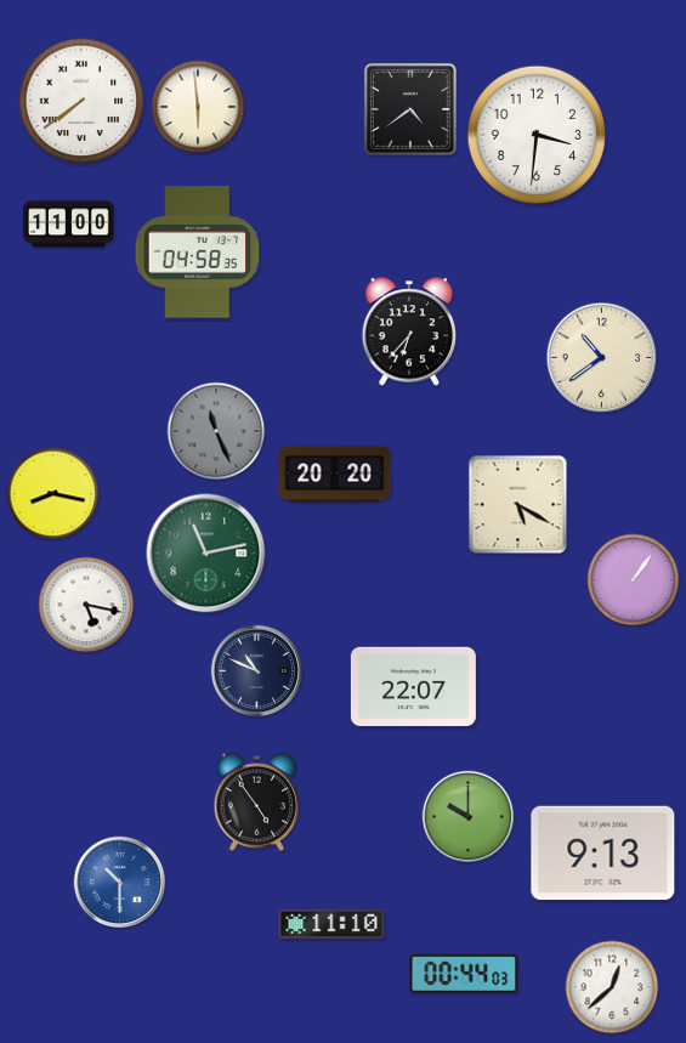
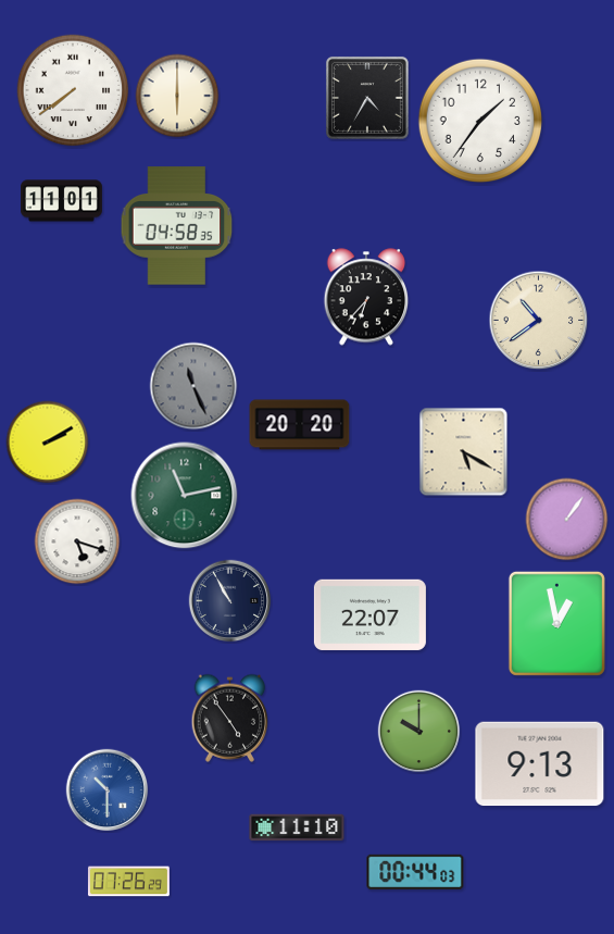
clock at (198, 107): 5:59 -> 6:00
clock at (410, 109): 4:39 -> 4:35
clock at (537, 135): 3:31 -> 1:36
clock at (69, 225): 11:00 -> 11:01
clock at (53, 494): 8:17 -> 2:10
clock at (86, 605): 5:17 -> 5:18
clock at (257, 671): 10:49 -> 10:55
clock at (556, 623): none -> 12:58
clock at (128, 882): none -> 07:26
clock at (612, 987): 12:38 -> none
